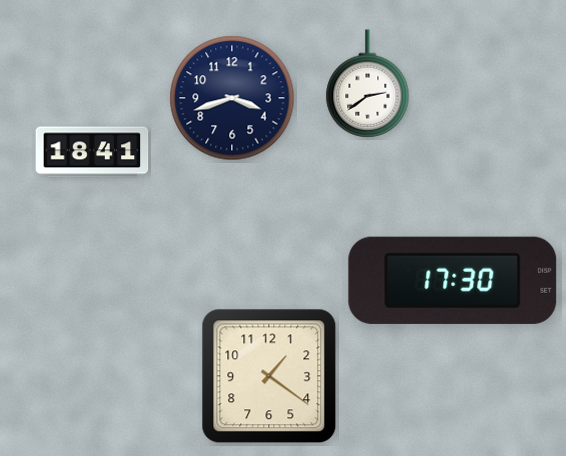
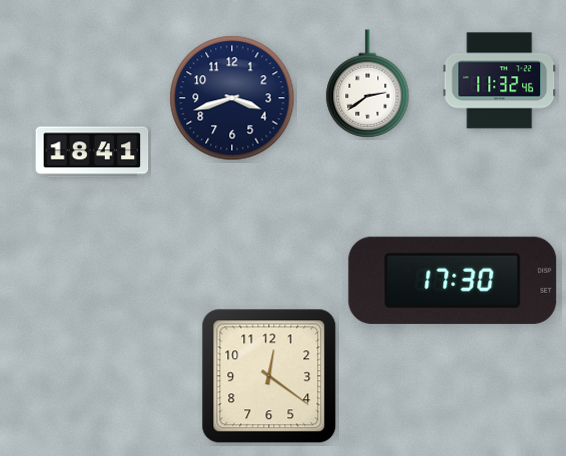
clock at (500, 81): none -> 11:32
clock at (269, 376): 1:21 -> 12:21
